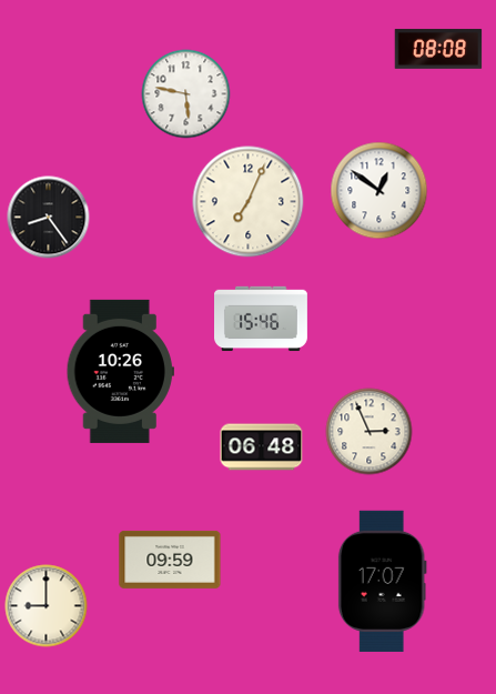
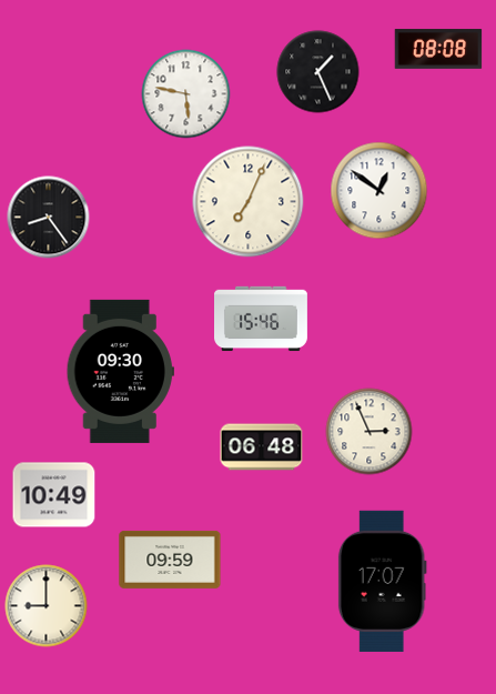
clock at (318, 72): none -> 1:26
clock at (120, 371): 10:26 -> 09:30
clock at (54, 495): none -> 10:49
